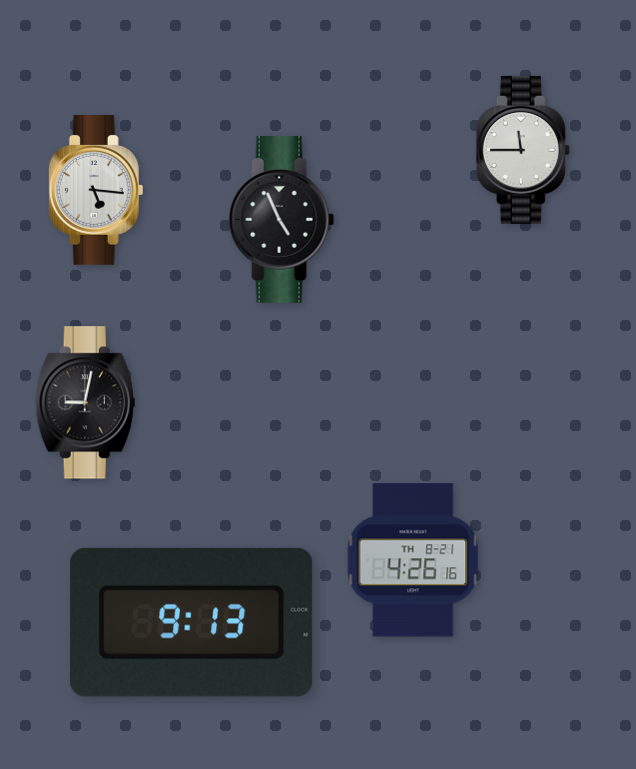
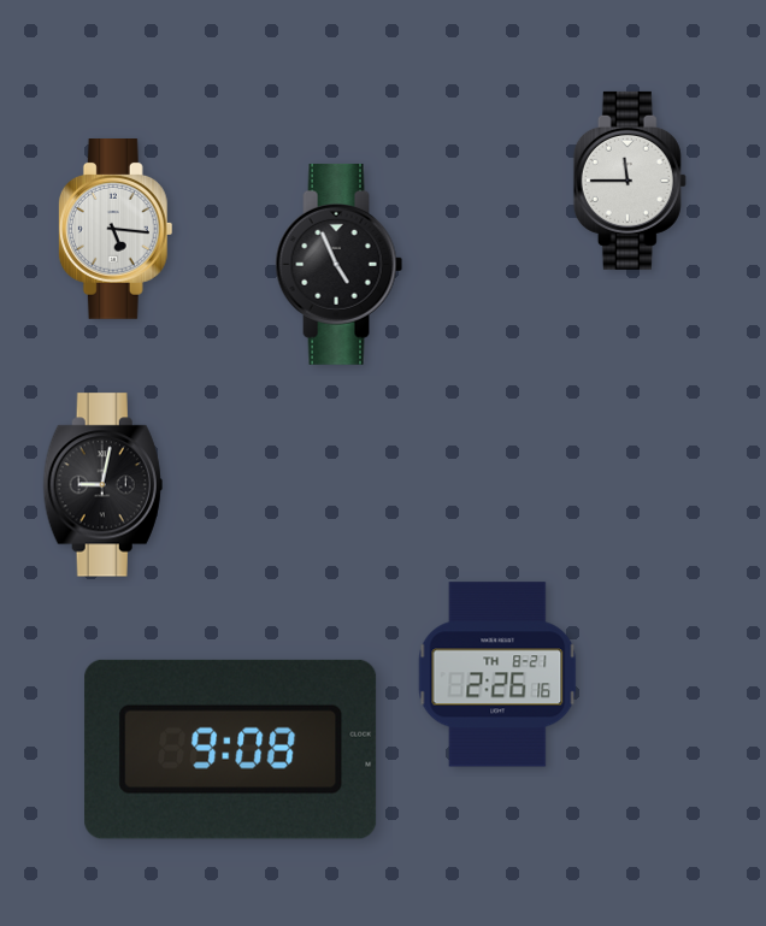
clock at (413, 560): 4:26 -> 2:26
clock at (192, 622): 9:13 -> 9:08
